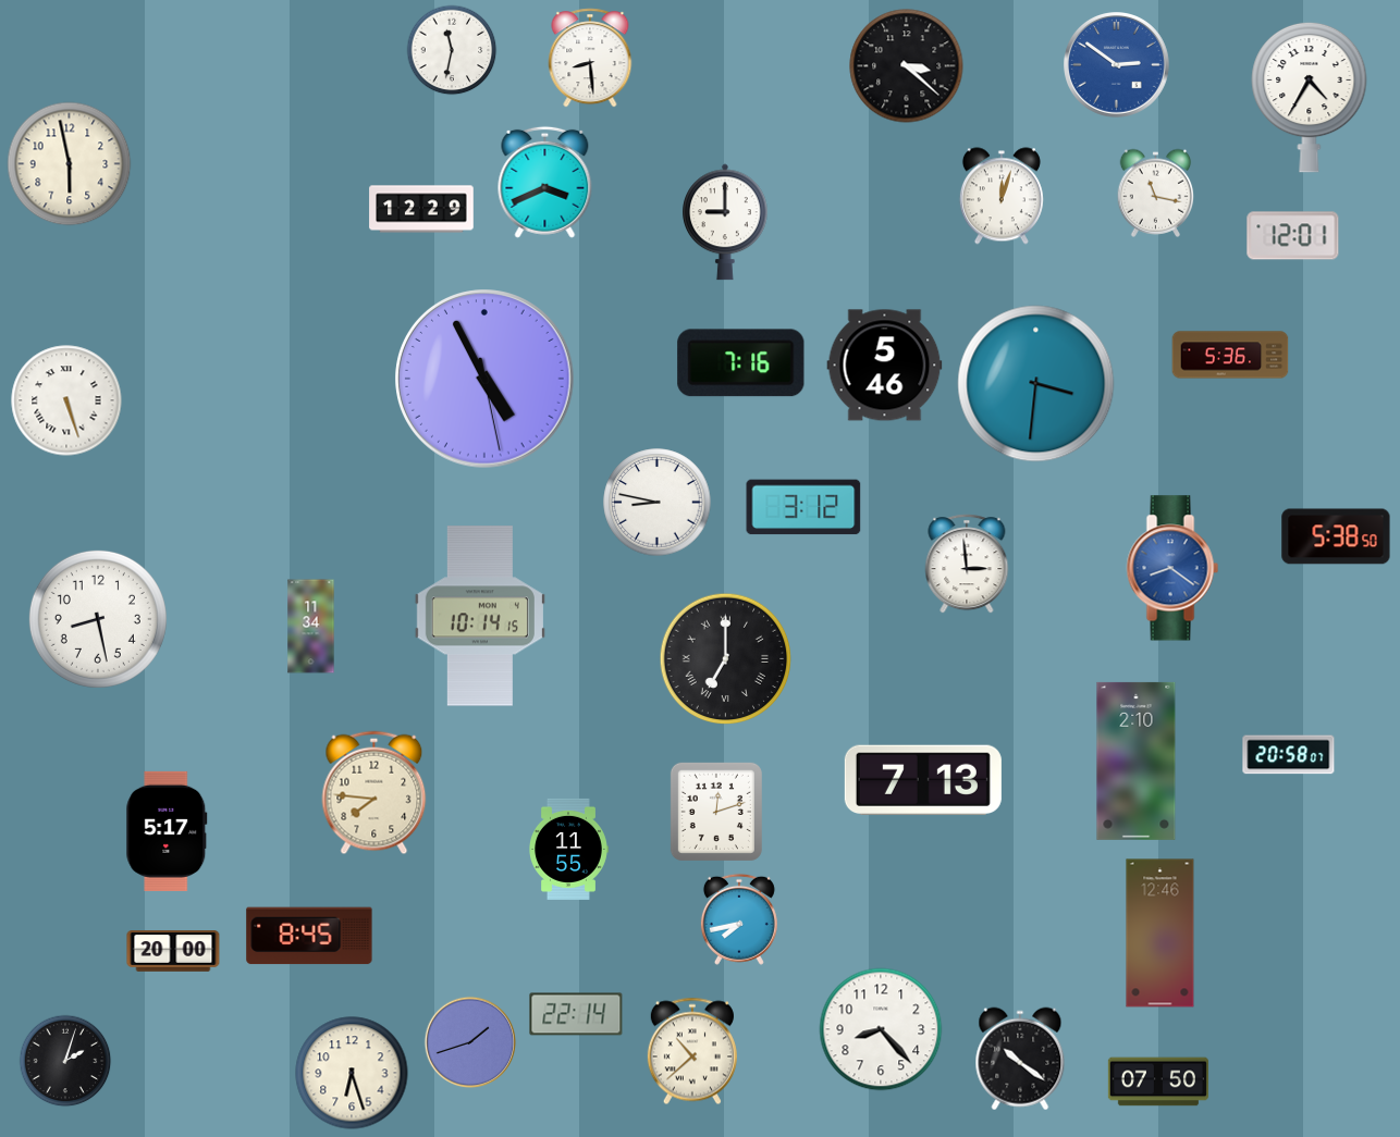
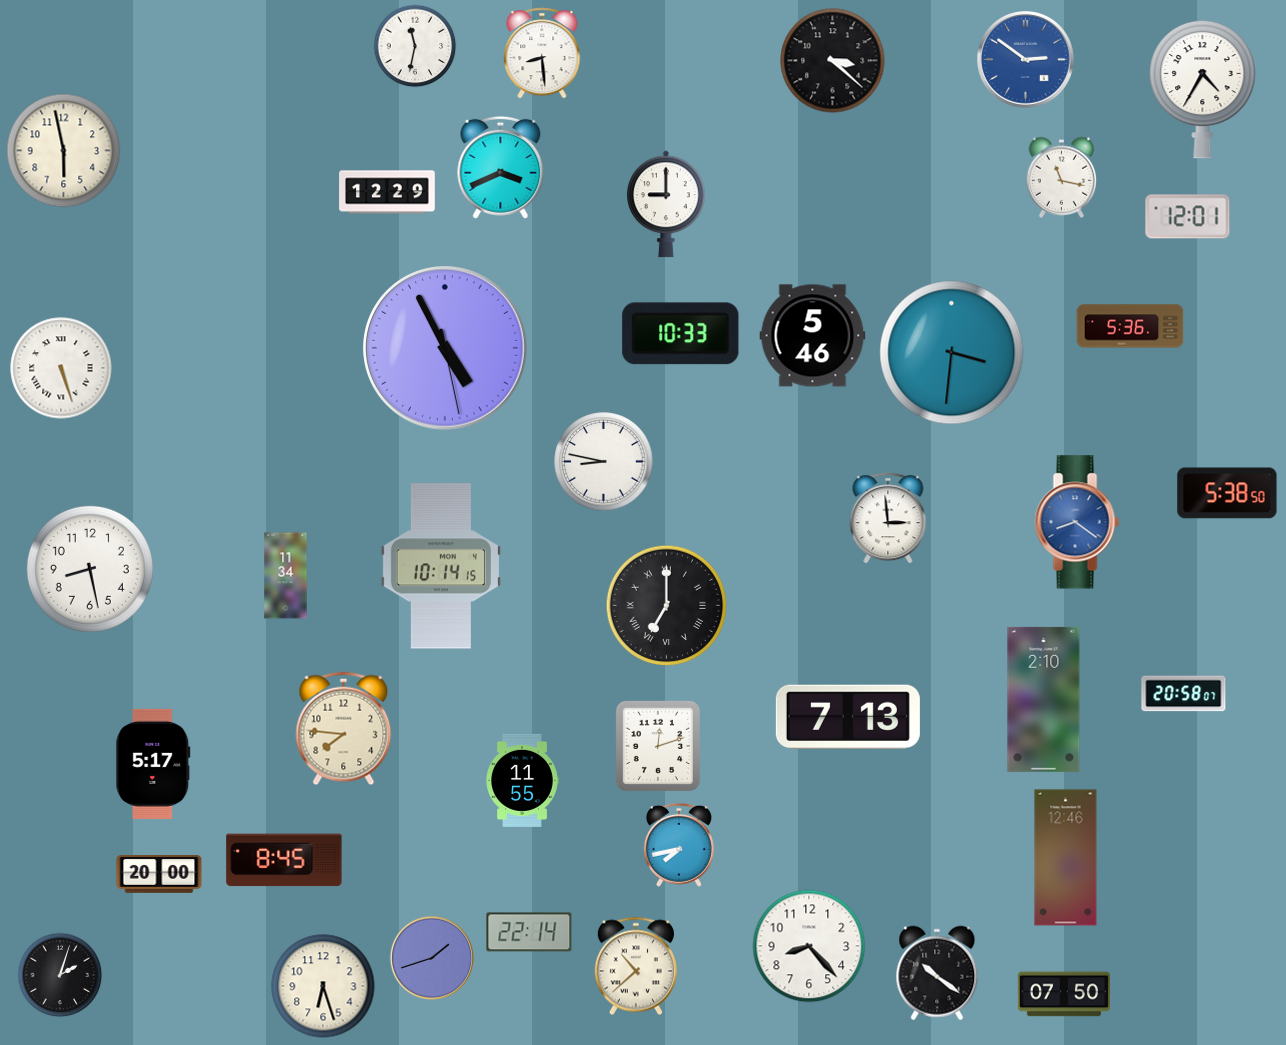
clock at (1002, 196): 12:03 -> none
clock at (741, 363): 7:16 -> 10:33
clock at (803, 507): 3:12 -> none
